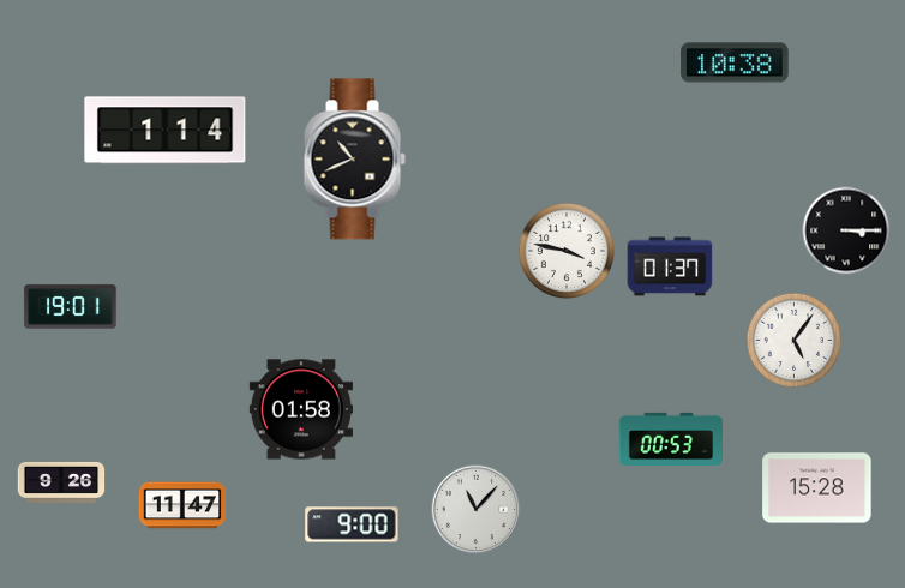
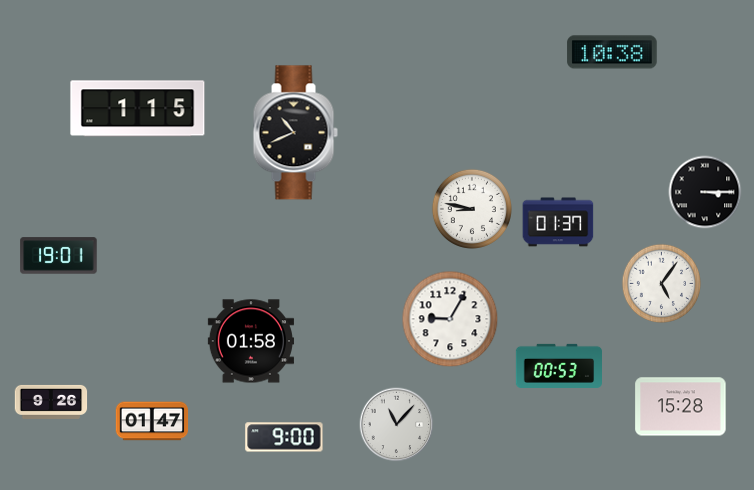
clock at (166, 131): 1:14 -> 1:15
clock at (567, 251): 3:47 -> 8:47
clock at (450, 319): none -> 9:05
clock at (182, 505): 11:47 -> 01:47
clock at (352, 524) position: (352, 524) -> (284, 437)
